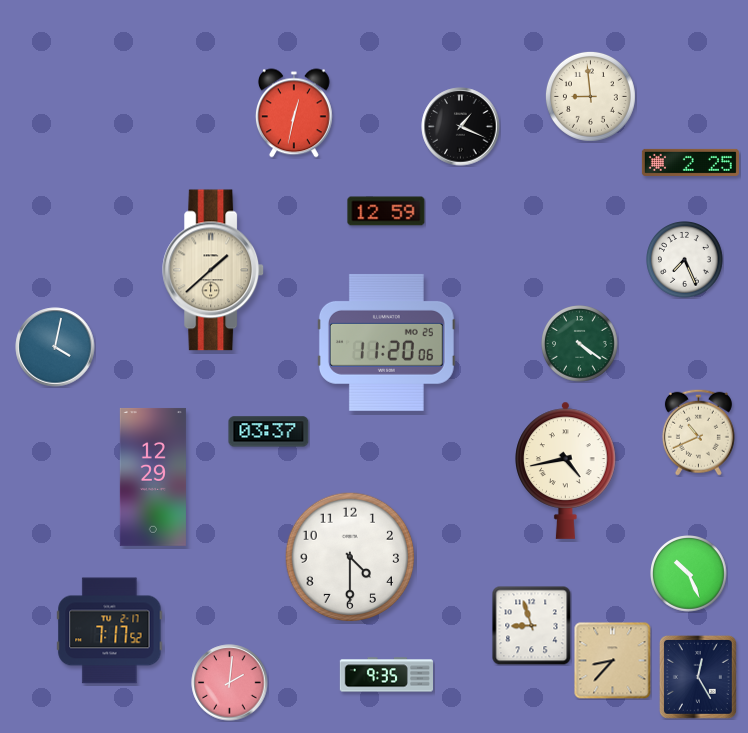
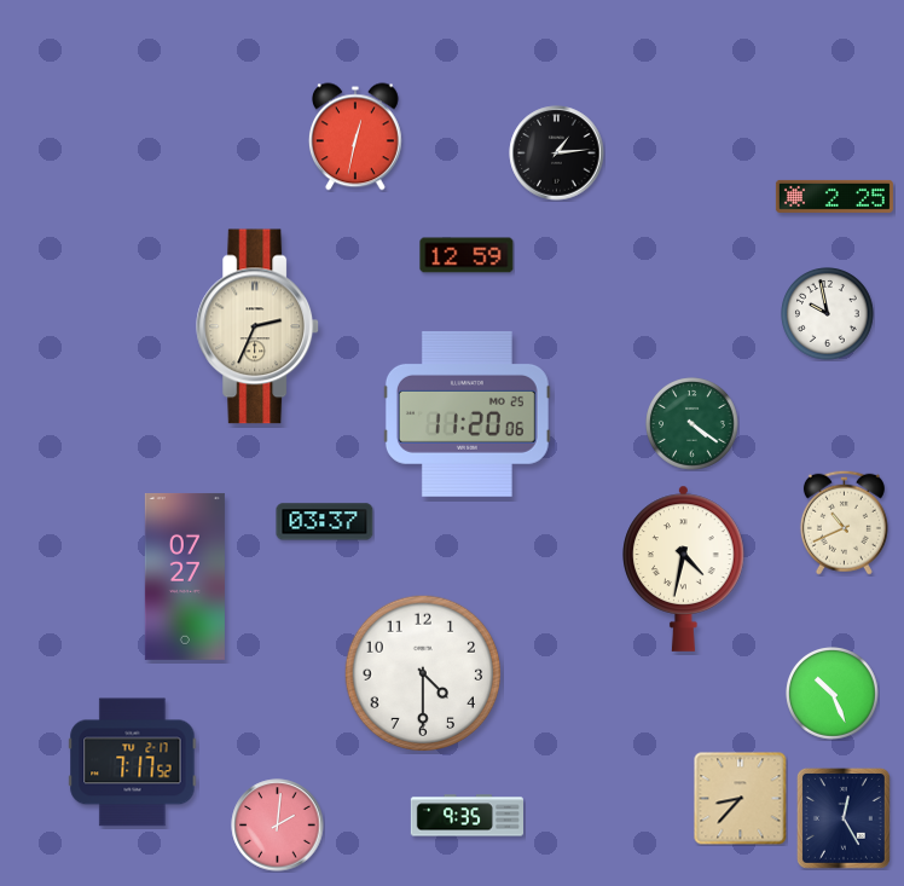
clock at (590, 96): 8:59 -> none
clock at (461, 127): 1:19 -> 1:14
clock at (685, 260): 7:26 -> 9:58
clock at (214, 270): 1:38 -> 2:34
clock at (580, 344) position: (580, 344) -> (693, 424)
clock at (55, 347): 4:02 -> none
clock at (566, 470): 4:43 -> 4:32
clock at (153, 477): 12:29 -> 07:27
clock at (532, 626): 8:57 -> none
